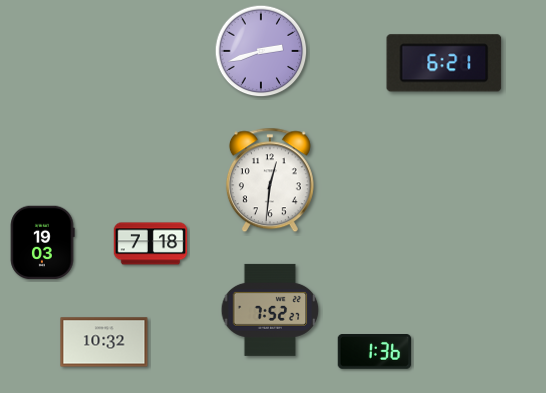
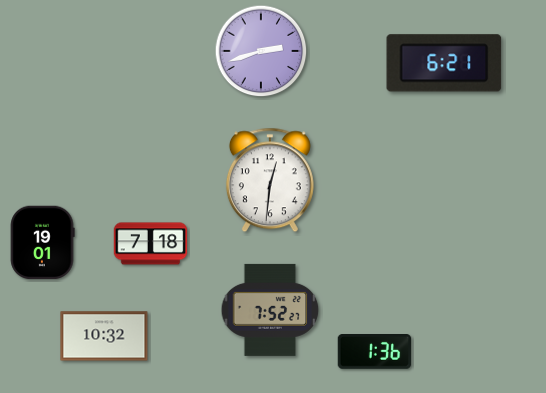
clock at (42, 243): 19:03 -> 19:01
clock at (104, 342) position: (104, 342) -> (104, 336)
